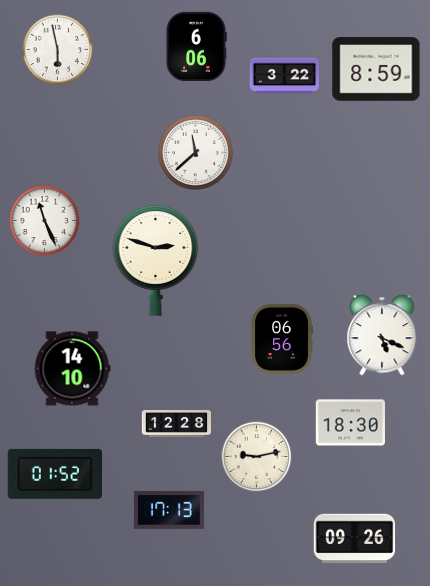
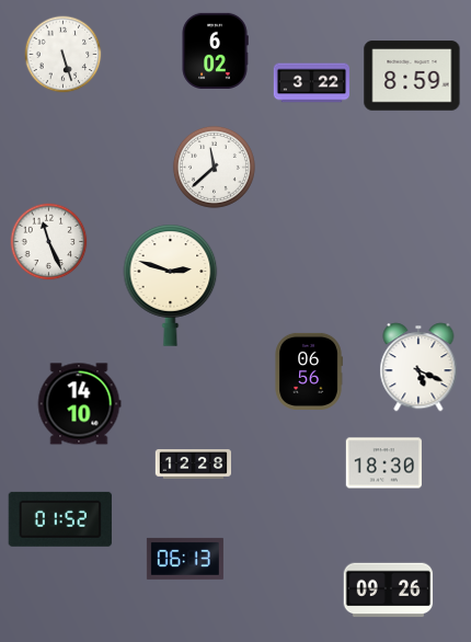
clock at (196, 46): 6:06 -> 6:02
clock at (58, 50): 5:58 -> 5:27
clock at (257, 457): 9:13 -> none
clock at (169, 510): 17:13 -> 06:13
